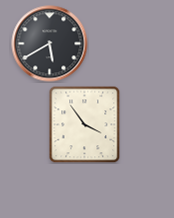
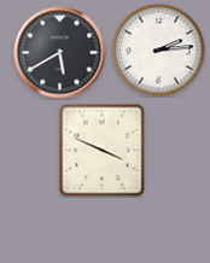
clock at (159, 51): none -> 2:14
clock at (85, 124): 3:54 -> 3:49
